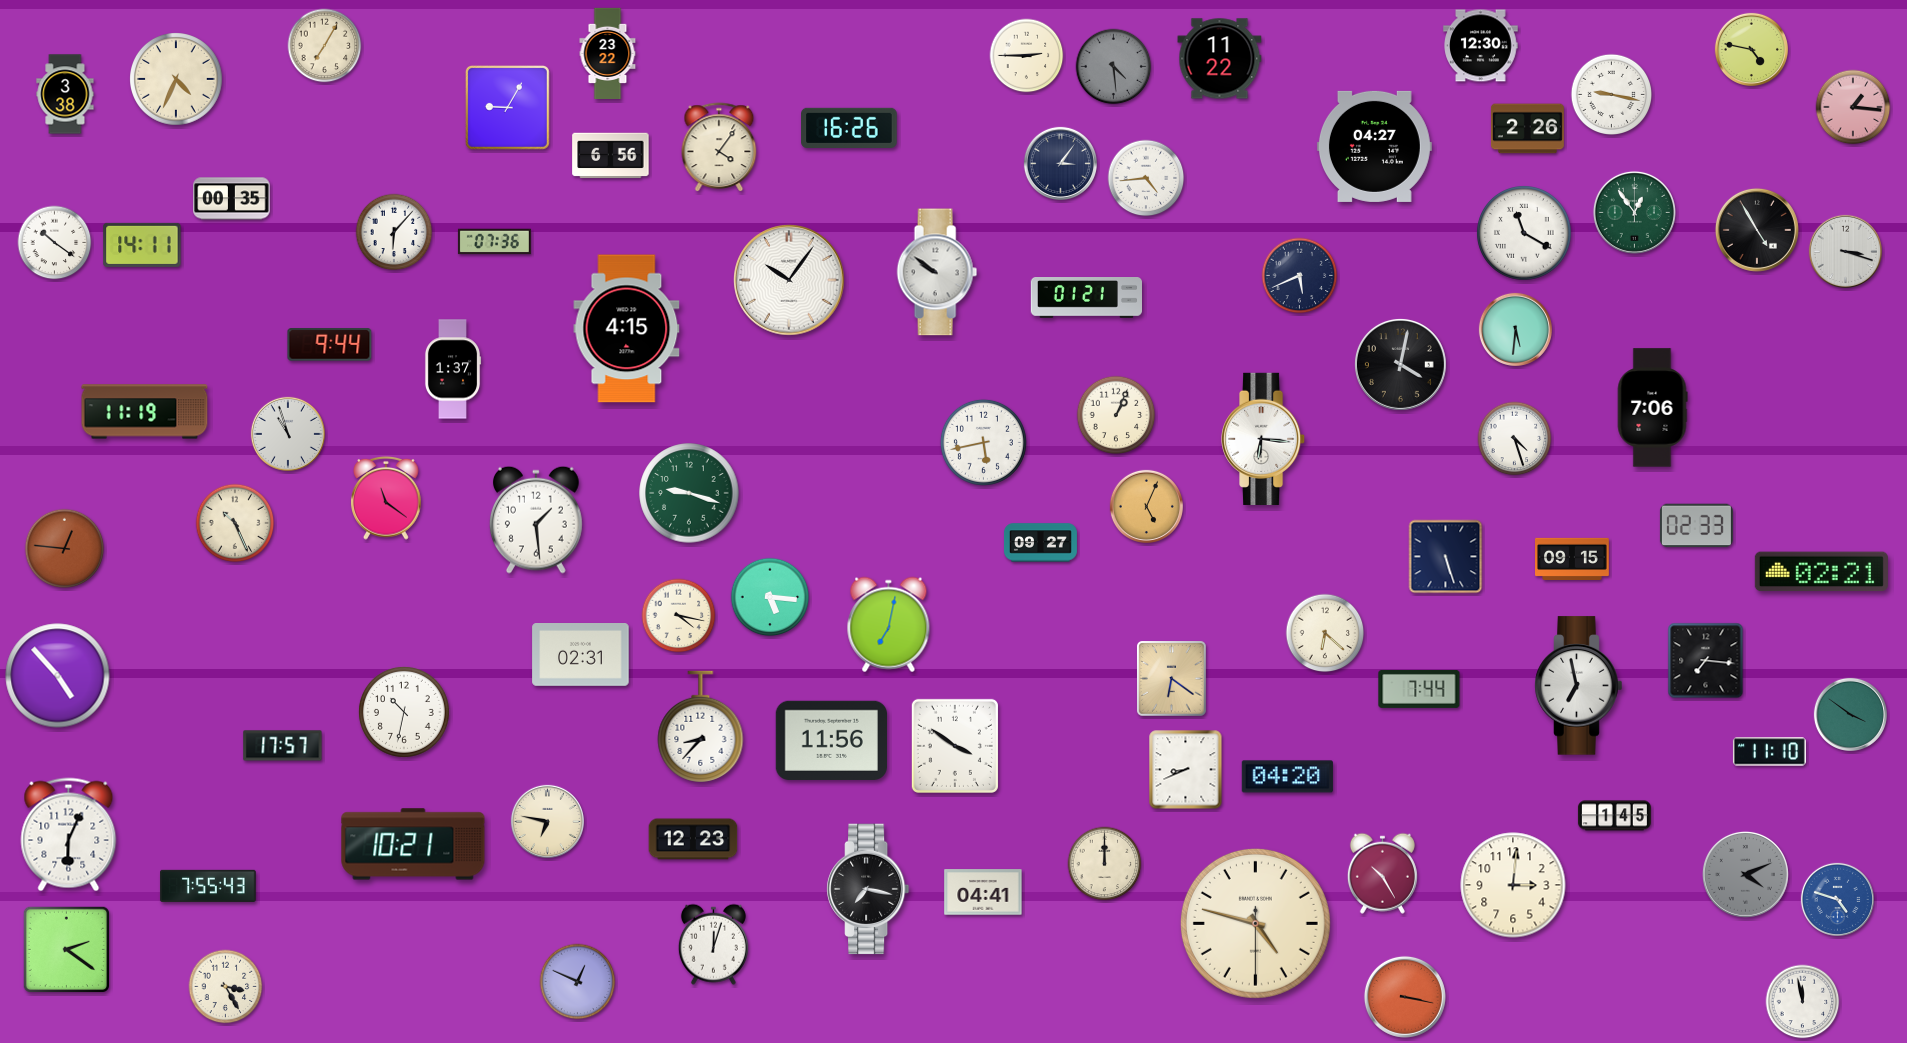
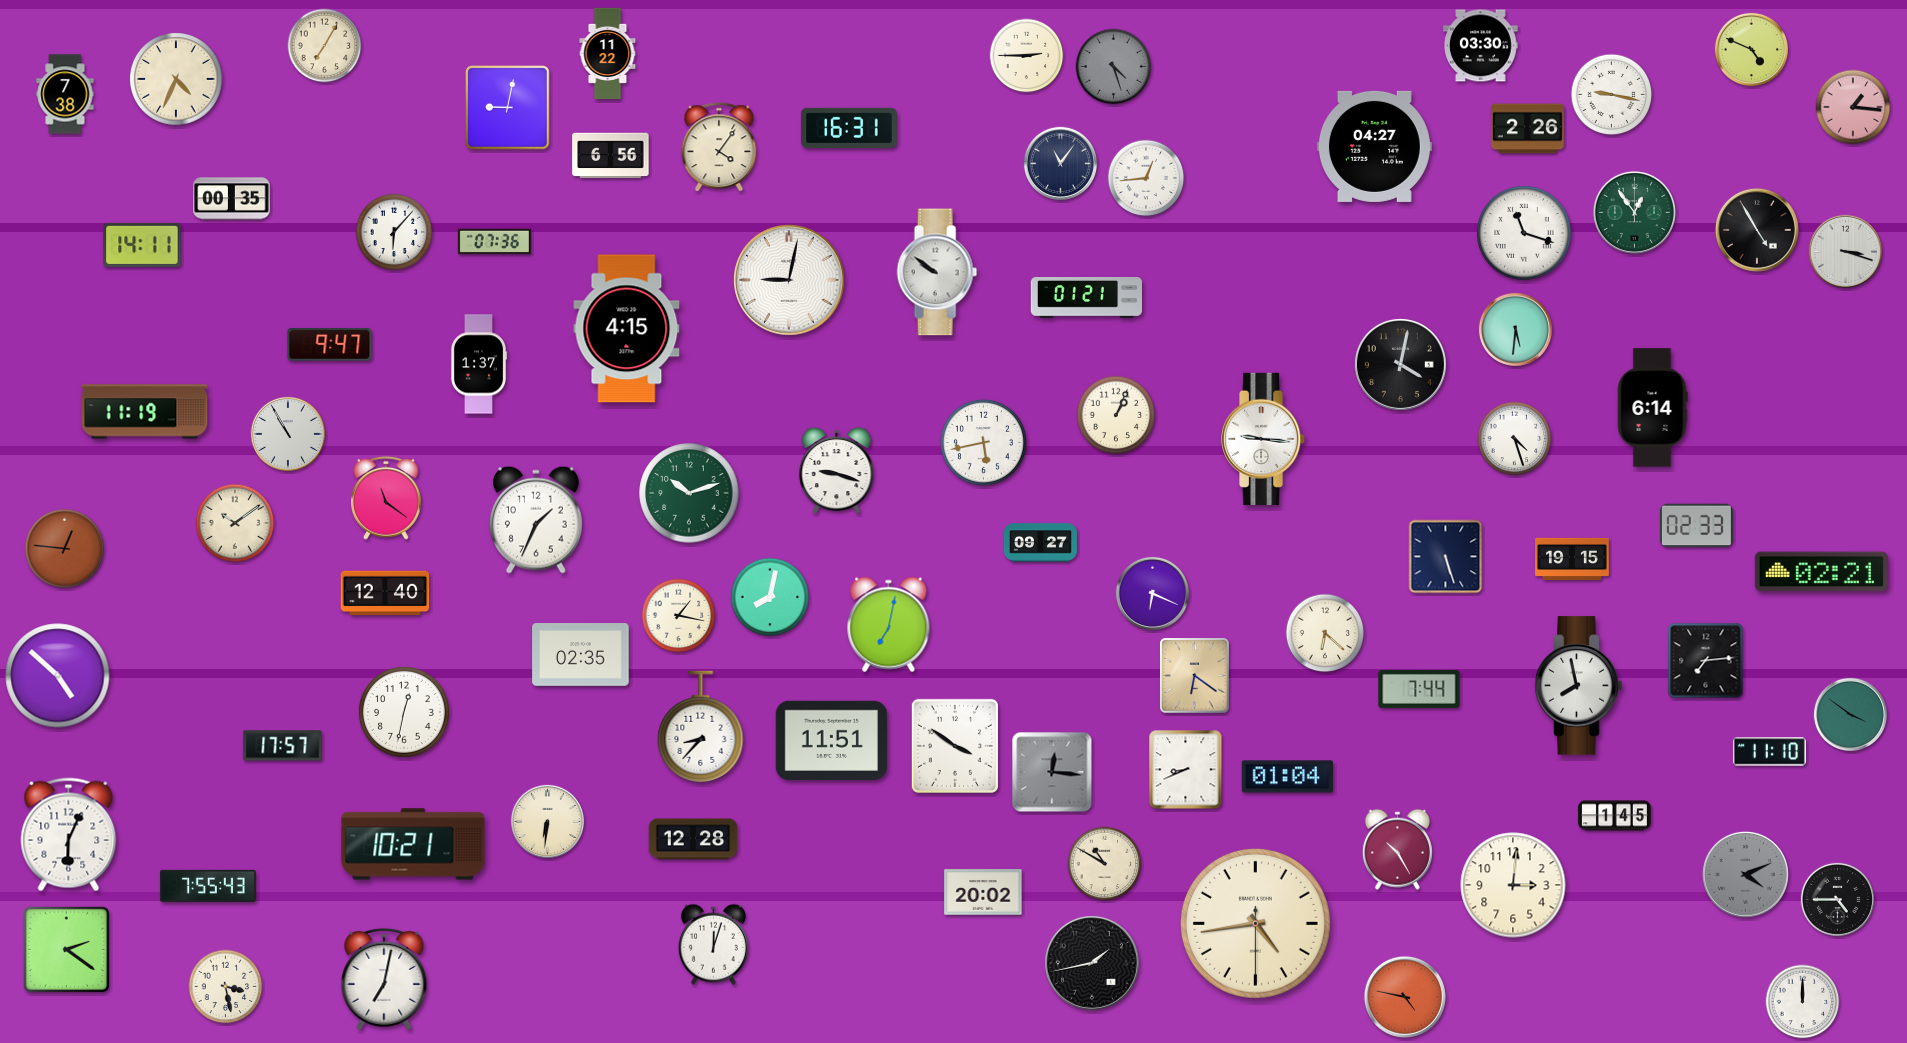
clock at (1481, 46): 12:30 -> 03:30
clock at (1751, 49): 4:47 -> 4:49
clock at (608, 54): 23:22 -> 11:22
clock at (1220, 59): 11:22 -> none
clock at (1114, 67): 4:29 -> 4:27
clock at (65, 94): 3:38 -> 7:38
clock at (507, 107): 9:05 -> 9:02
clock at (849, 128): 16:26 -> 16:31
clock at (1060, 163): 3:06 -> 11:06
clock at (1146, 178): 4:44 -> 12:44
clock at (1524, 233): 11:20 -> 11:18
clock at (55, 243): 10:21 -> none
clock at (1300, 276): 5:41 -> none
clock at (789, 280): 10:06 -> 9:02
clock at (330, 345): 9:44 -> 9:47
clock at (453, 369) position: (453, 369) -> (479, 364)
clock at (1652, 408): 7:06 -> 6:14
clock at (288, 434): 10:57 -> 10:55
clock at (1264, 439): 6:16 -> 9:16
clock at (837, 471): none -> 9:18
clock at (689, 493): 9:18 -> 10:12
clock at (1146, 506): 5:04 -> none
clock at (536, 520): 1:29 -> 1:34
clock at (235, 523): 10:26 -> 10:09
clock at (1573, 558): 09:15 -> 19:15
clock at (385, 593): none -> 12:40
clock at (1152, 593): none -> 6:19
clock at (770, 597): 5:16 -> 8:02
clock at (679, 616): 4:17 -> 1:17
clock at (581, 655): 02:31 -> 02:35
clock at (1706, 661): 7:16 -> 7:14
clock at (58, 676): 4:53 -> 4:52
clock at (1172, 679) position: (1172, 679) -> (1195, 676)
clock at (1579, 686): 6:58 -> 7:58
clock at (404, 712): 10:32 -> 12:32
clock at (831, 740): 11:56 -> 11:51
clock at (1052, 772): none -> 12:16
clock at (1287, 777): 04:20 -> 01:04
clock at (547, 821): 6:47 -> 6:31
clock at (693, 839): 12:23 -> 12:28
clock at (1105, 864): 12:00 -> 10:50
clock at (1382, 873) position: (1382, 873) -> (1397, 849)
clock at (868, 889): 7:17 -> none
clock at (983, 892): 04:41 -> 20:02
clock at (1837, 899): 4:48 -> 4:45
clock at (1837, 899) dial: blue -> black
clock at (1255, 923): 4:47 -> 4:43
clock at (1092, 963): none -> 1:43
clock at (384, 979): none -> 7:02
clock at (578, 982): 12:49 -> none
clock at (226, 987): 3:25 -> 3:28
clock at (1405, 997): 3:17 -> 4:47
clock at (1803, 1002): 11:58 -> 12:00
